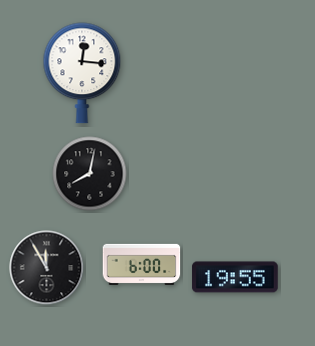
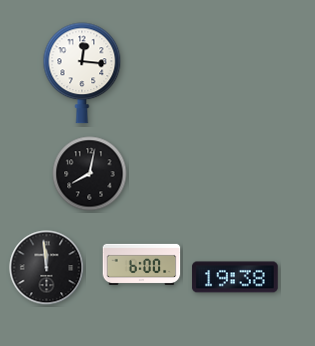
clock at (47, 268): 11:55 -> 11:59
clock at (235, 277): 19:55 -> 19:38
